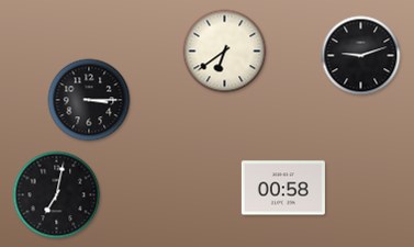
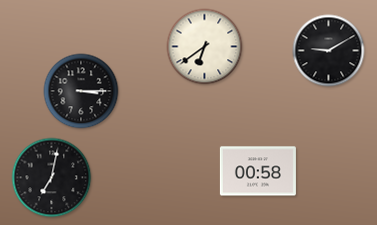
clock at (361, 56): 9:12 -> 9:10
